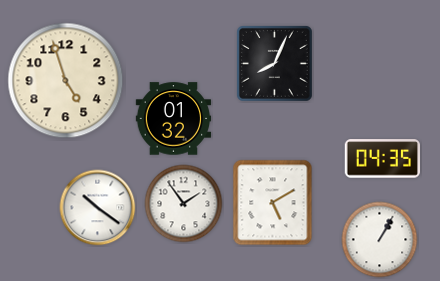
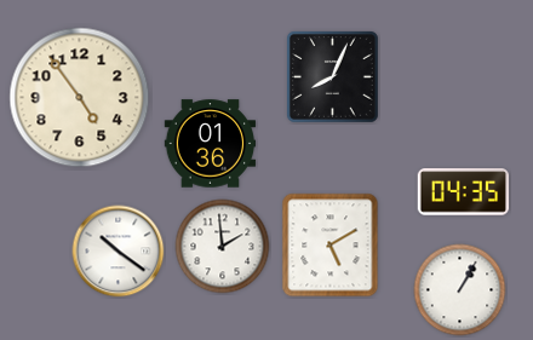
clock at (66, 81): 4:57 -> 4:54
clock at (174, 119): 01:32 -> 01:36
clock at (184, 204): 1:54 -> 1:59
